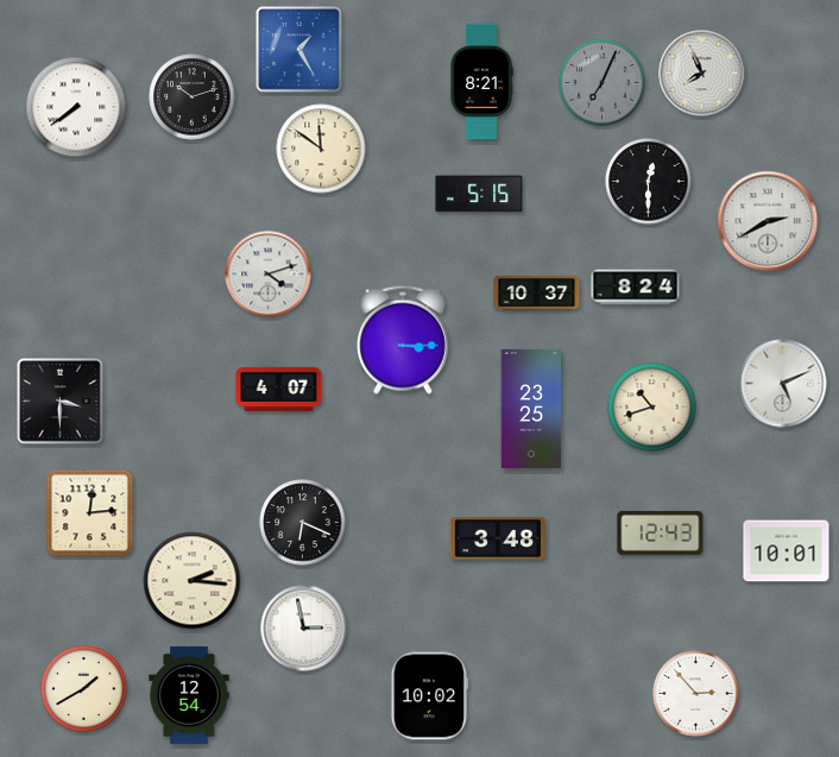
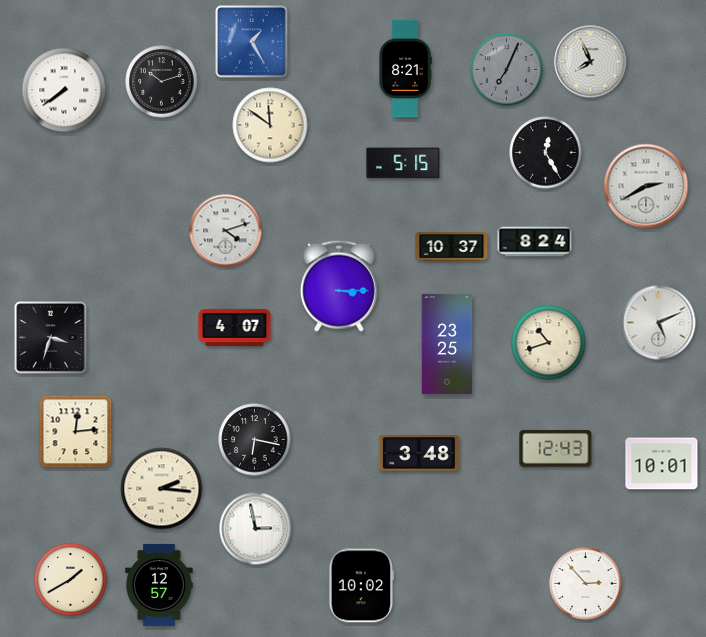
clock at (649, 182): 12:30 -> 12:25
clock at (61, 402): 3:30 -> 3:33
clock at (303, 523): 6:19 -> 6:17
clock at (189, 695): 12:54 -> 12:57
